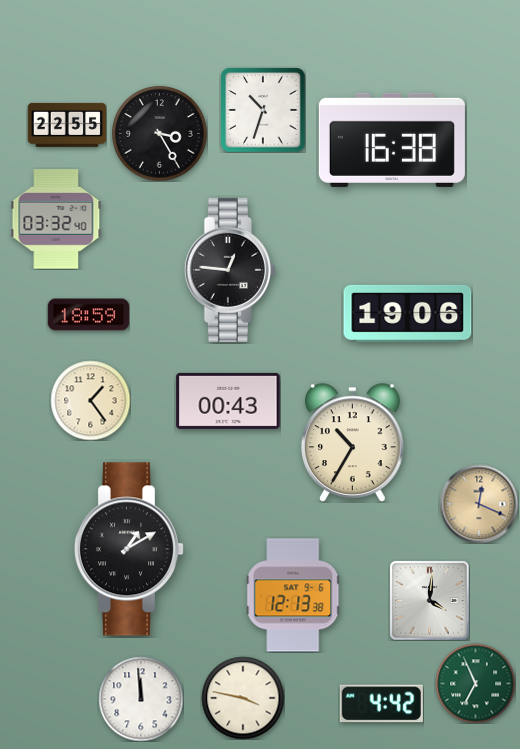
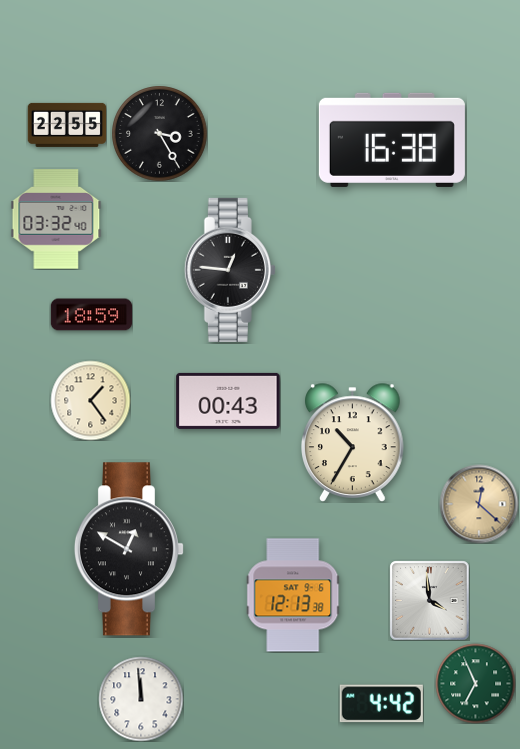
clock at (263, 110): 10:33 -> none
clock at (408, 313): 19:06 -> none
clock at (88, 315) position: (88, 315) -> (91, 315)
clock at (479, 504): 12:19 -> 12:22
clock at (128, 549): 1:10 -> 12:50
clock at (429, 600): 4:01 -> 3:59
clock at (243, 698): 3:47 -> none
